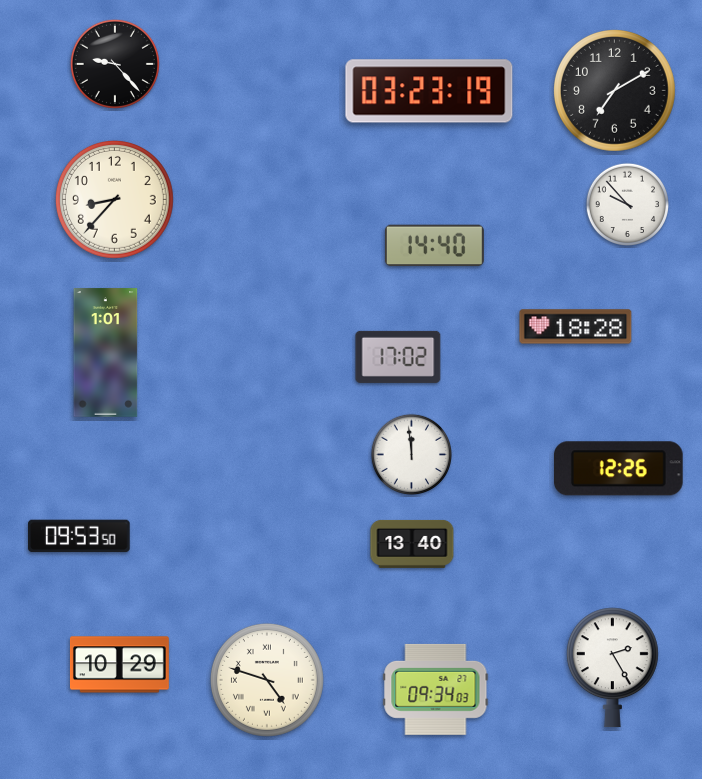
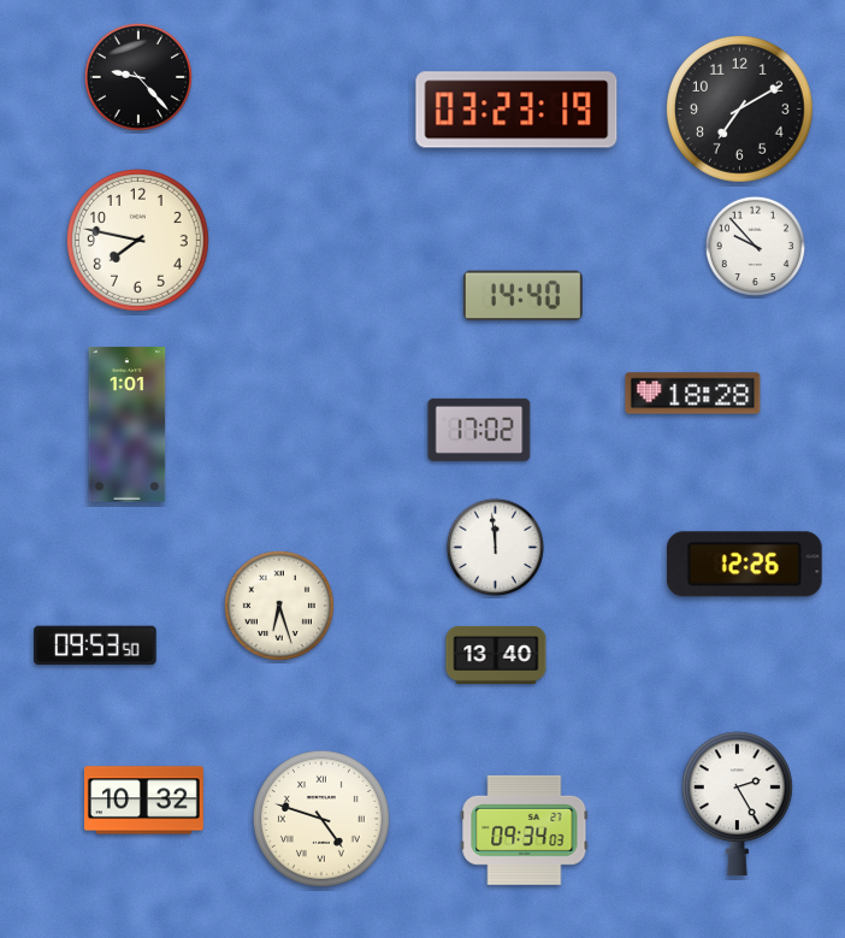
clock at (114, 199): 8:37 -> 7:47
clock at (279, 606): none -> 6:27
clock at (120, 665): 10:29 -> 10:32
